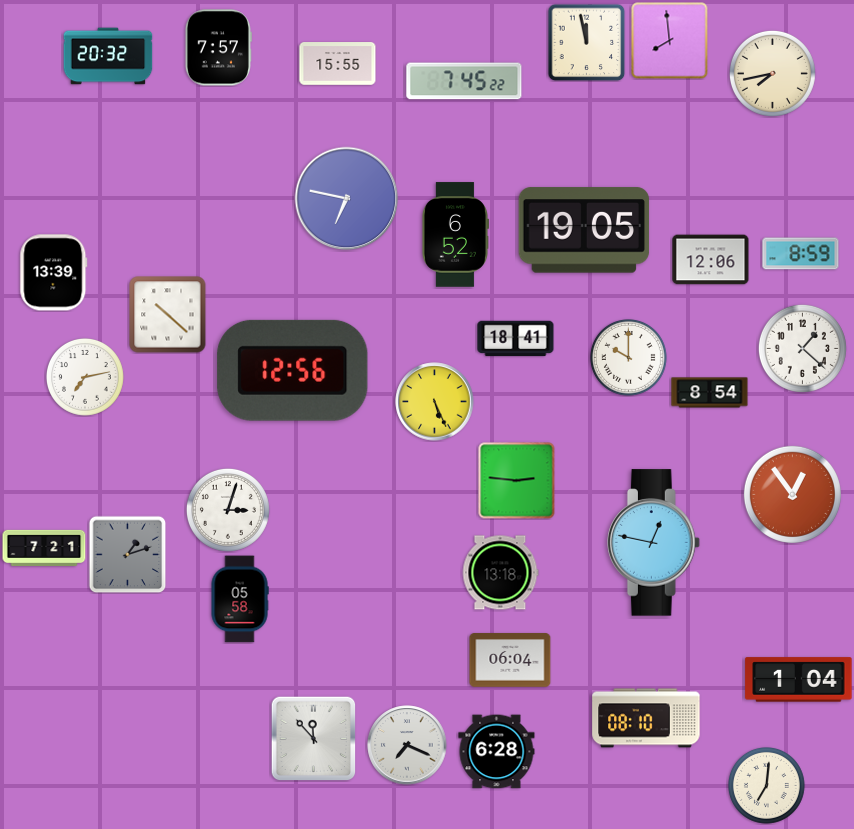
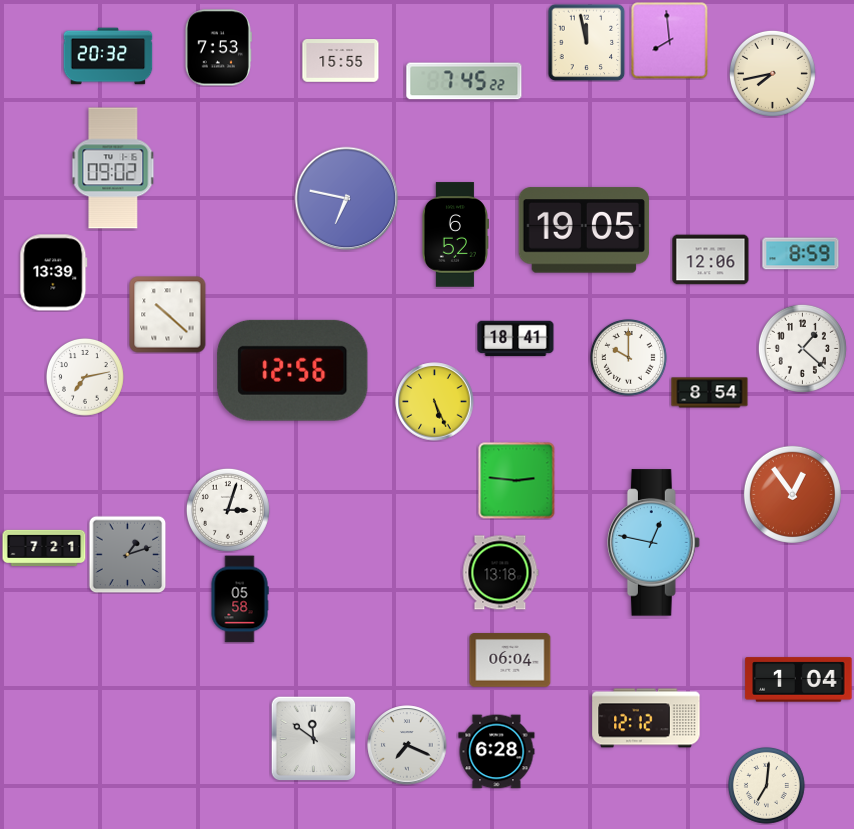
clock at (218, 48): 7:57 -> 7:53
clock at (338, 64) position: (338, 64) -> (341, 61)
clock at (113, 168): none -> 09:02
clock at (646, 718): 08:10 -> 12:12
clock at (313, 738): 11:53 -> 11:51
